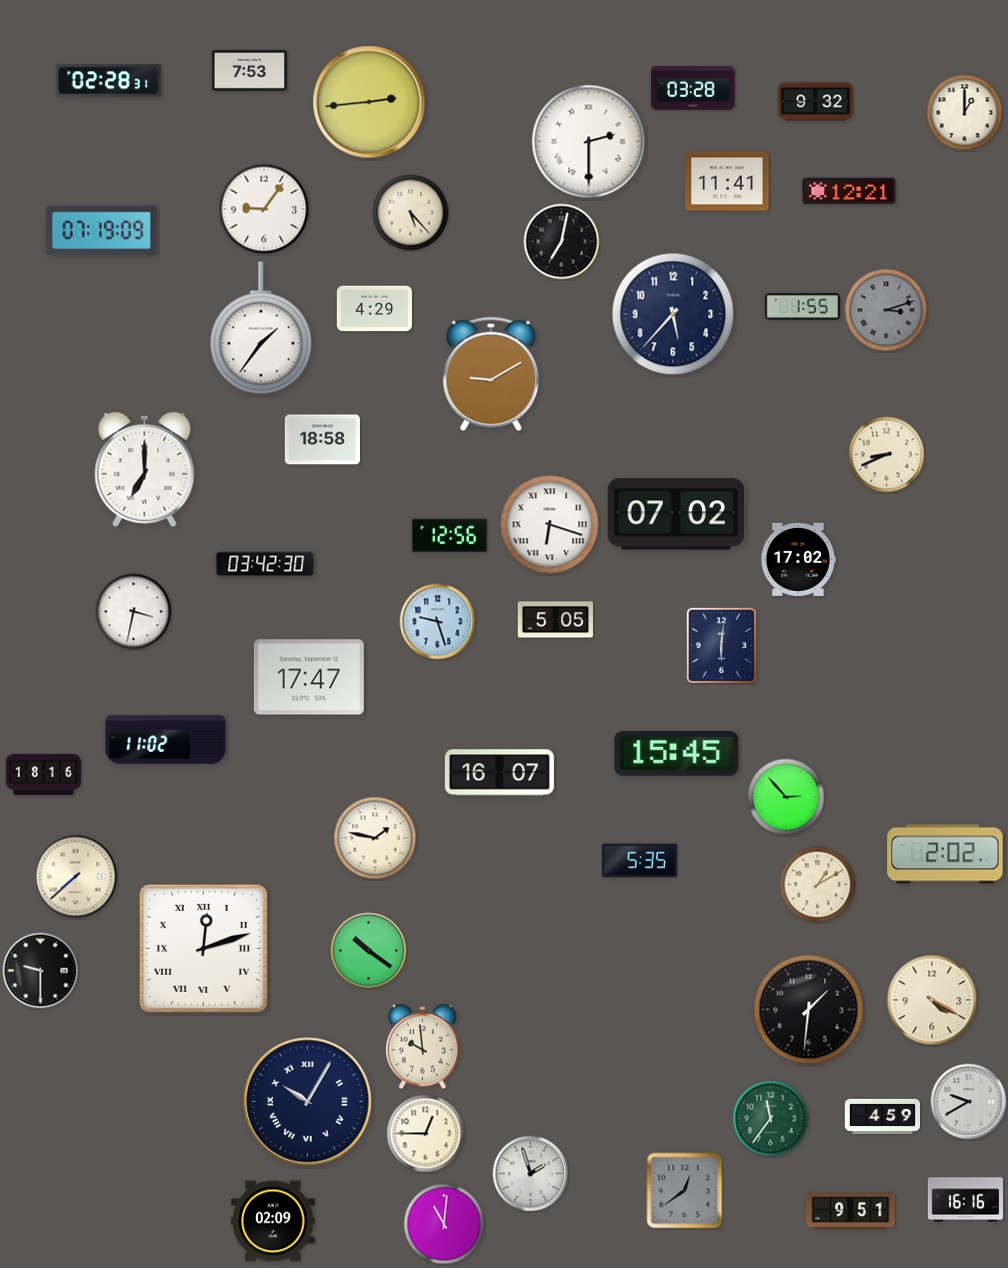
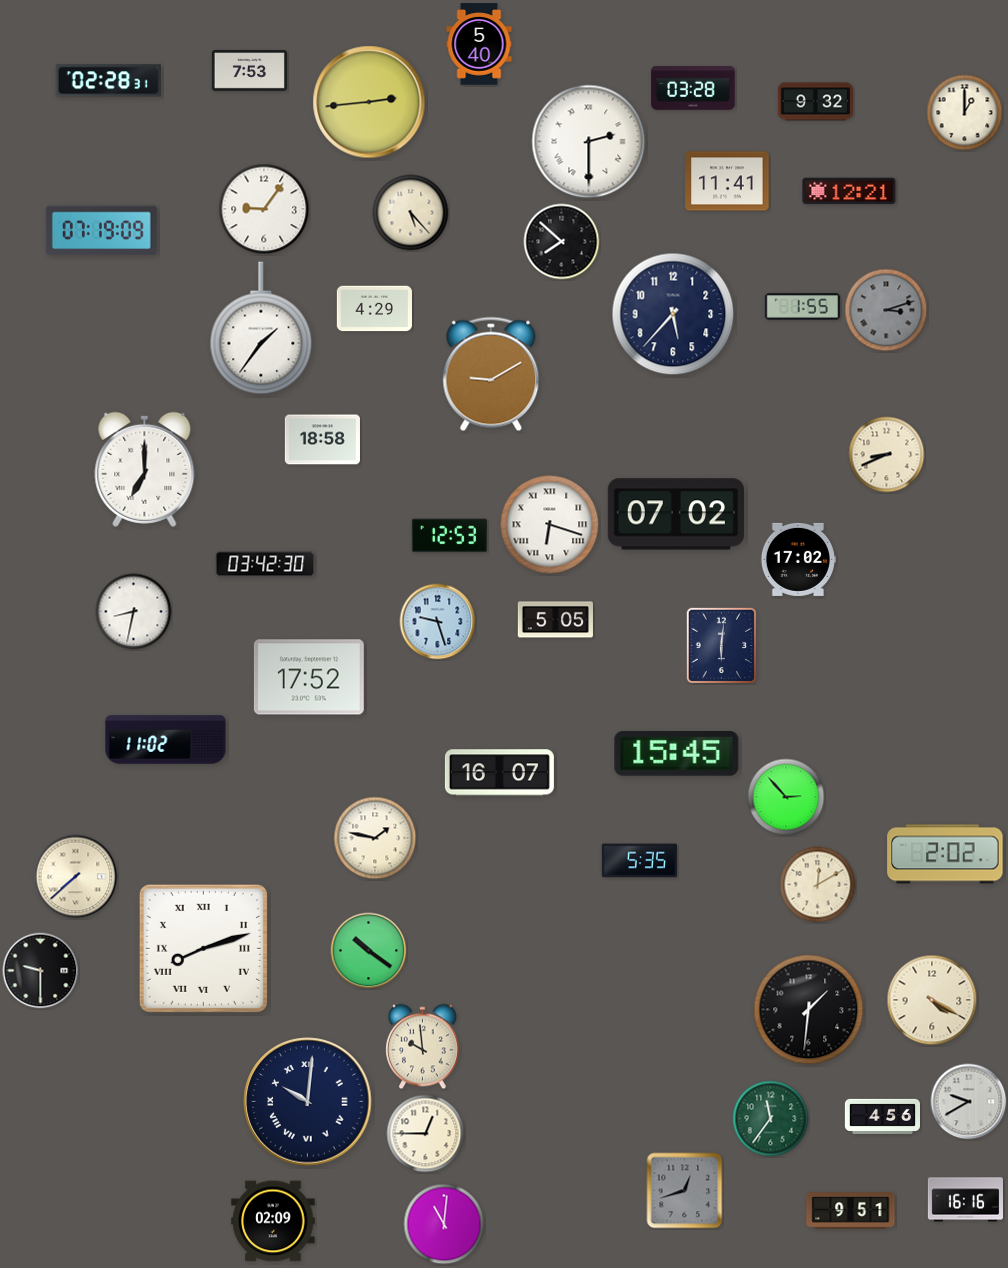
clock at (479, 44): none -> 5:40
clock at (562, 242): 7:02 -> 7:52
clock at (449, 536): 12:56 -> 12:53
clock at (134, 612): 3:32 -> 8:32
clock at (309, 677): 17:47 -> 17:52
clock at (43, 774): 18:16 -> none
clock at (818, 885): 1:10 -> 12:10
clock at (203, 948): 12:12 -> 8:12
clock at (308, 1102): 10:05 -> 10:01
clock at (882, 1116): 4:59 -> 4:56
clock at (531, 1174): 1:57 -> none
clock at (685, 1191): 12:39 -> 12:42
